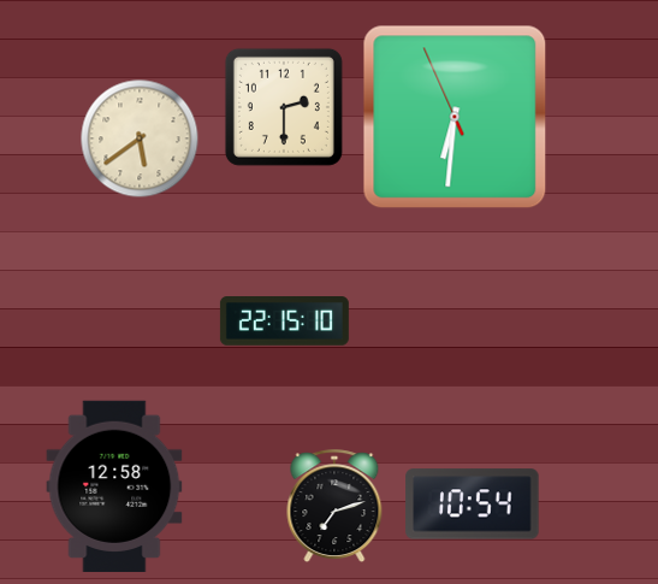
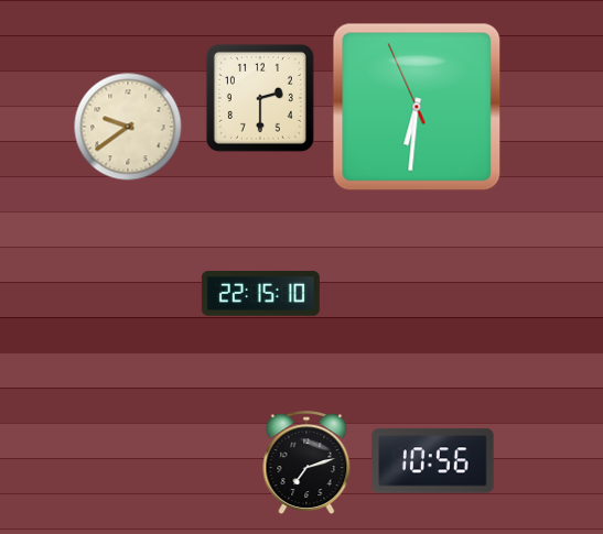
clock at (140, 138): 5:39 -> 9:39
clock at (114, 485): 12:58 -> none
clock at (473, 505): 10:54 -> 10:56
